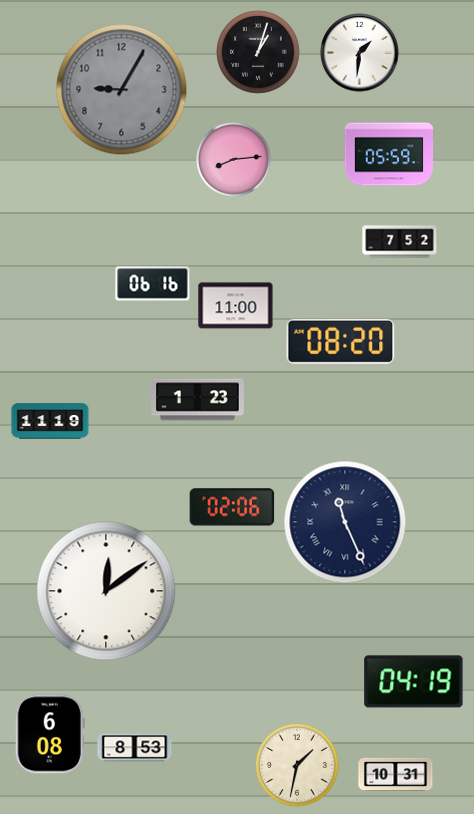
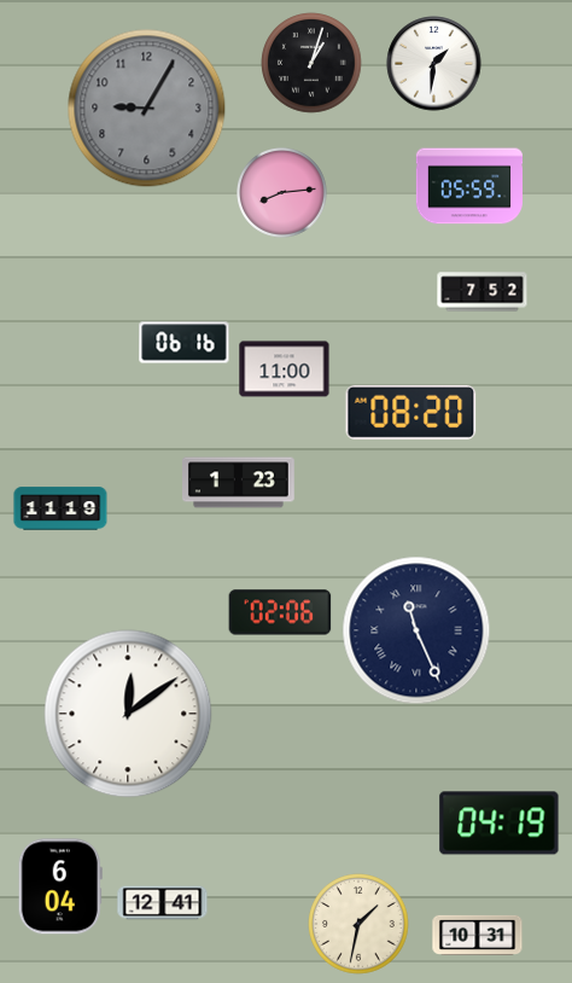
clock at (50, 734): 6:08 -> 6:04
clock at (135, 748): 8:53 -> 12:41
